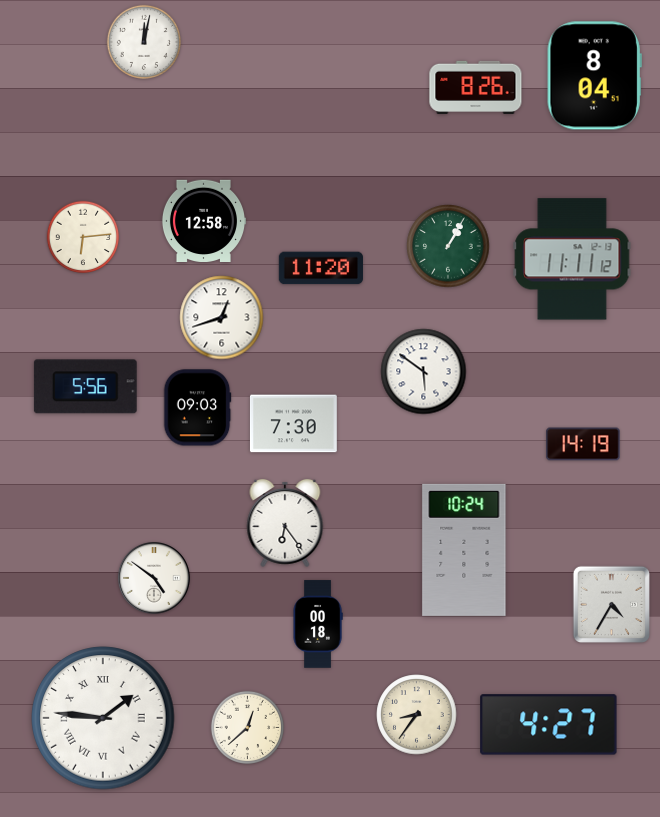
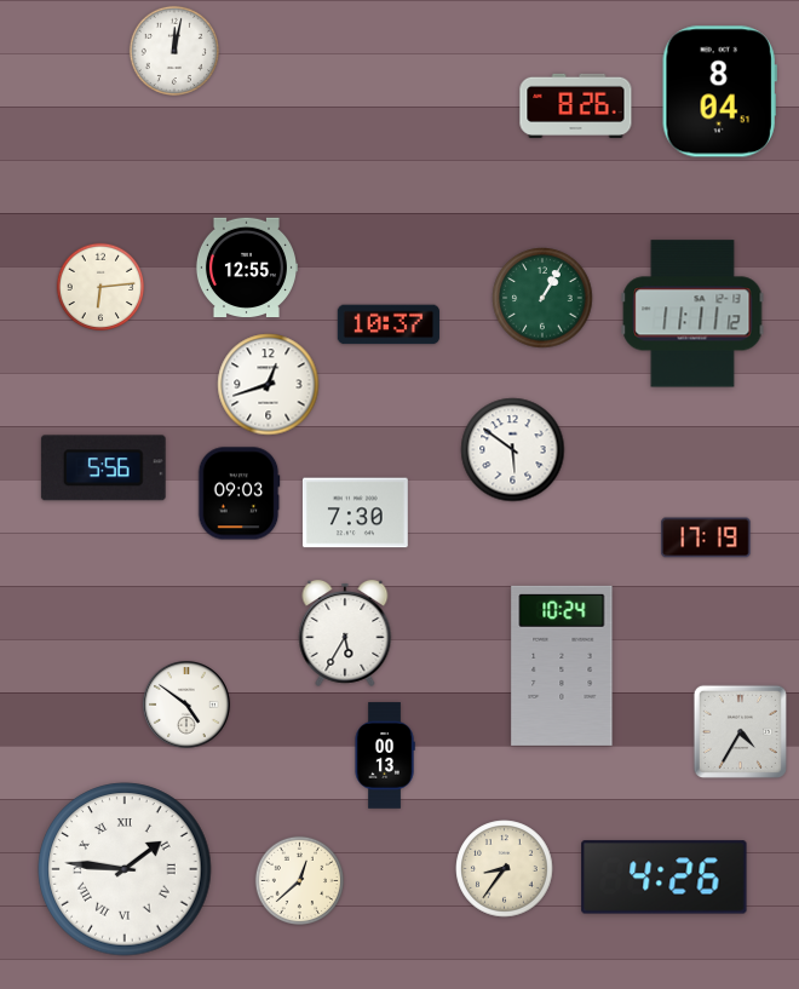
clock at (203, 221): 12:58 -> 12:55
clock at (320, 268): 11:20 -> 10:37
clock at (583, 444): 14:19 -> 17:19
clock at (285, 523): 6:24 -> 5:35
clock at (155, 579) position: (155, 579) -> (188, 706)
clock at (318, 624): 00:18 -> 00:13
clock at (417, 715) position: (417, 715) -> (505, 869)
clock at (549, 725): 4:27 -> 4:26
